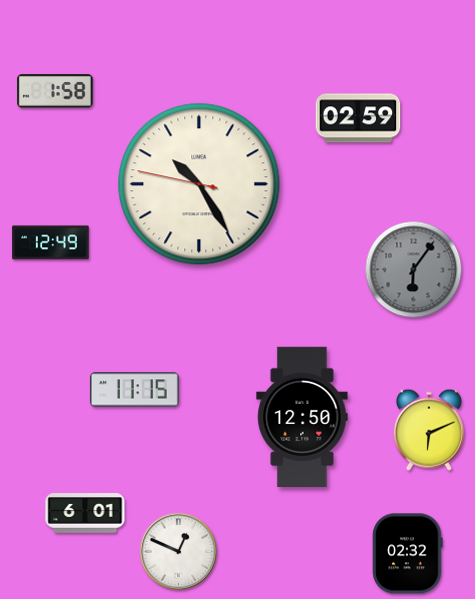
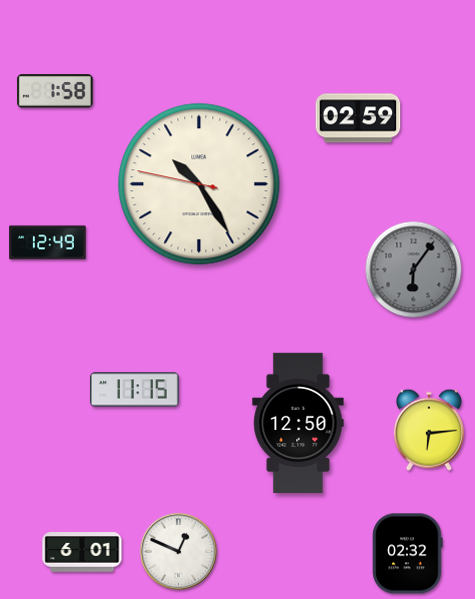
clock at (51, 243) position: (51, 243) -> (48, 243)
clock at (302, 417) position: (302, 417) -> (298, 423)
clock at (429, 430): 6:11 -> 6:14
clock at (85, 513) position: (85, 513) -> (82, 552)
